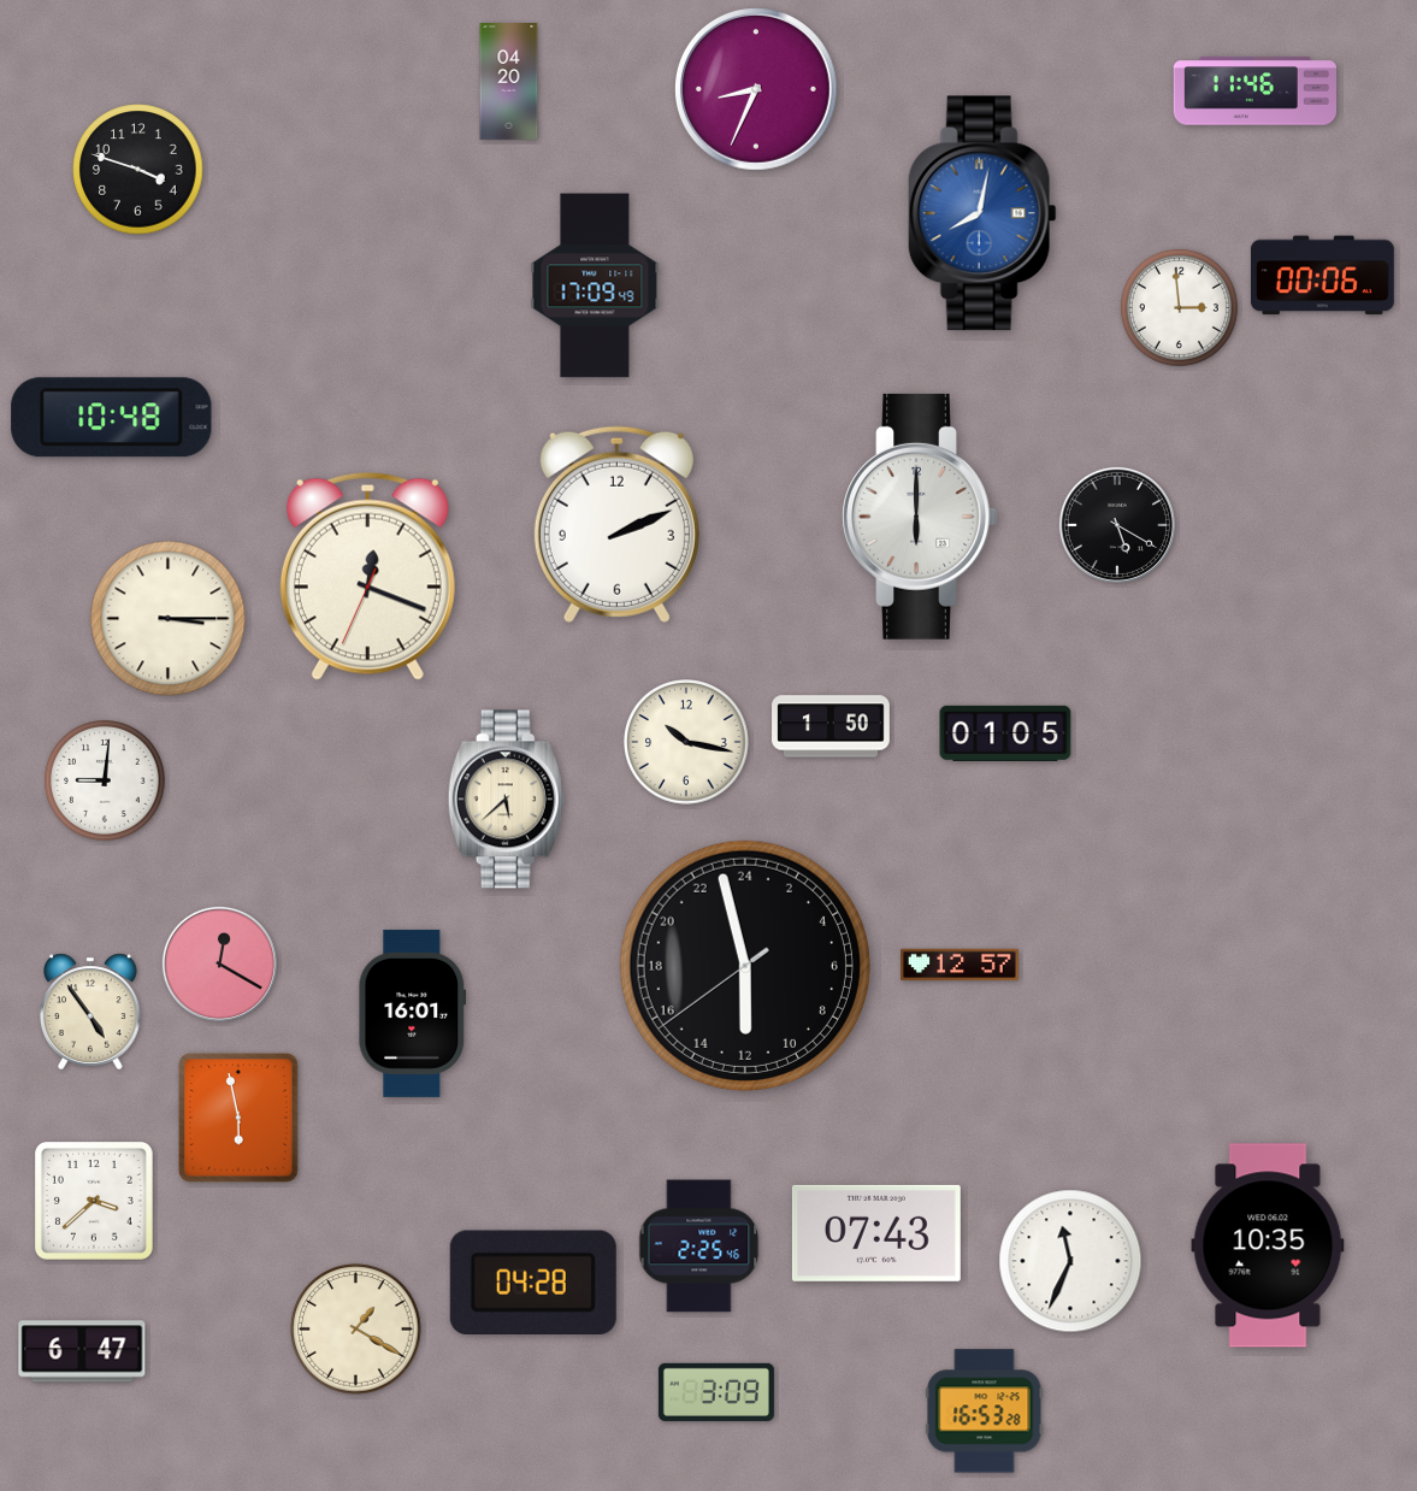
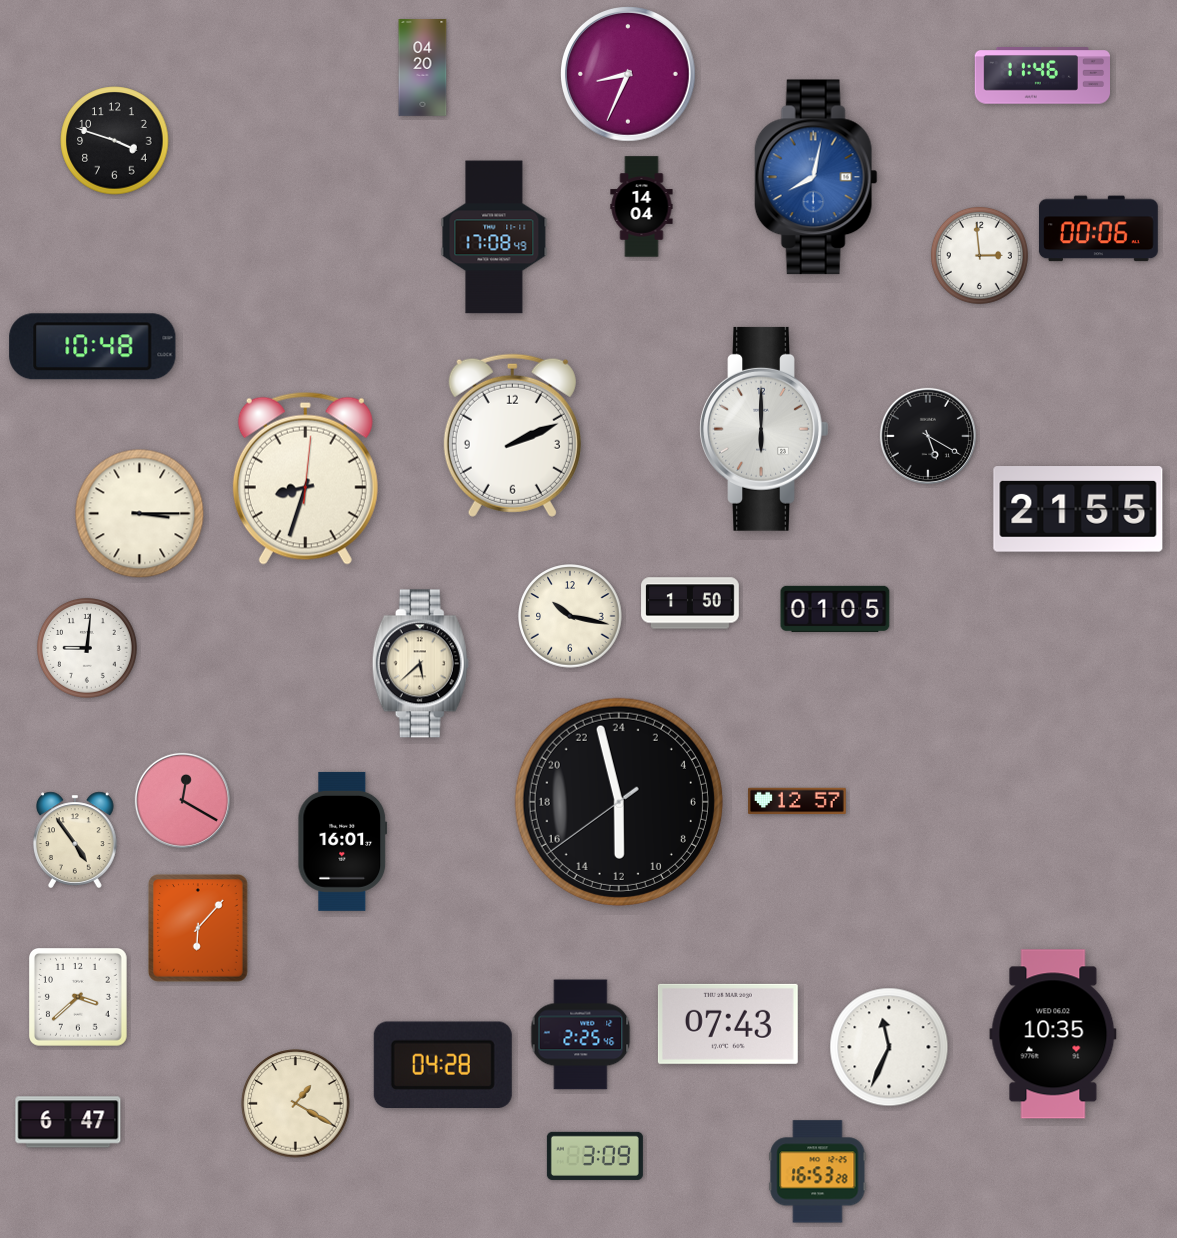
clock at (642, 207): none -> 14:04
clock at (595, 285): 17:09 -> 17:08
clock at (367, 576): 12:18 -> 8:33
clock at (1078, 509): none -> 21:55
clock at (238, 1118): 5:58 -> 6:07
